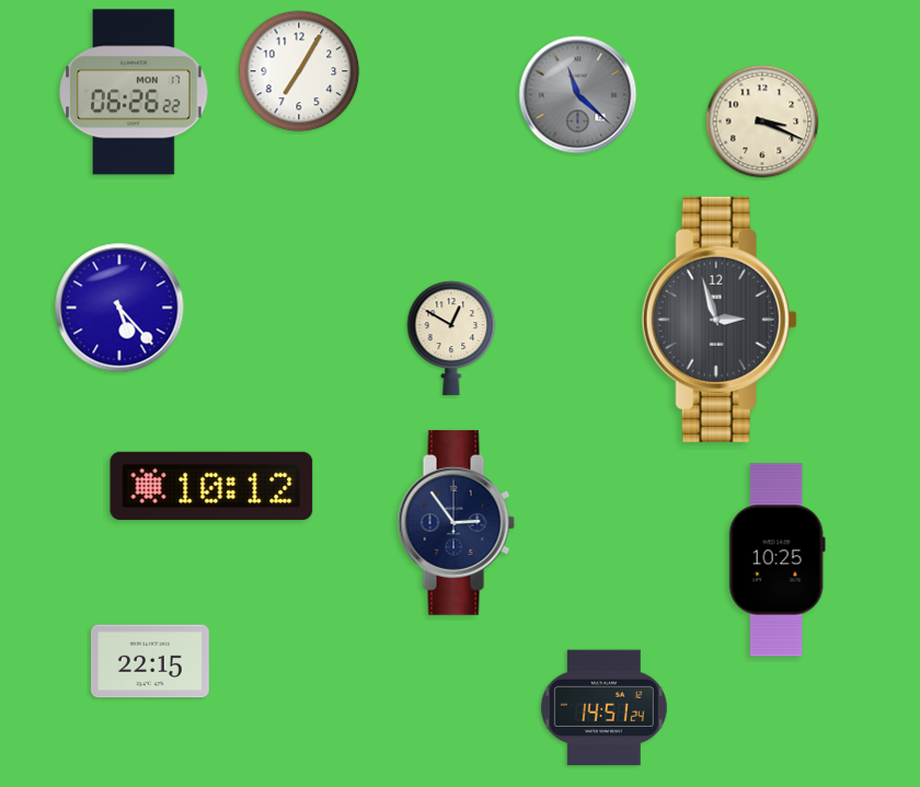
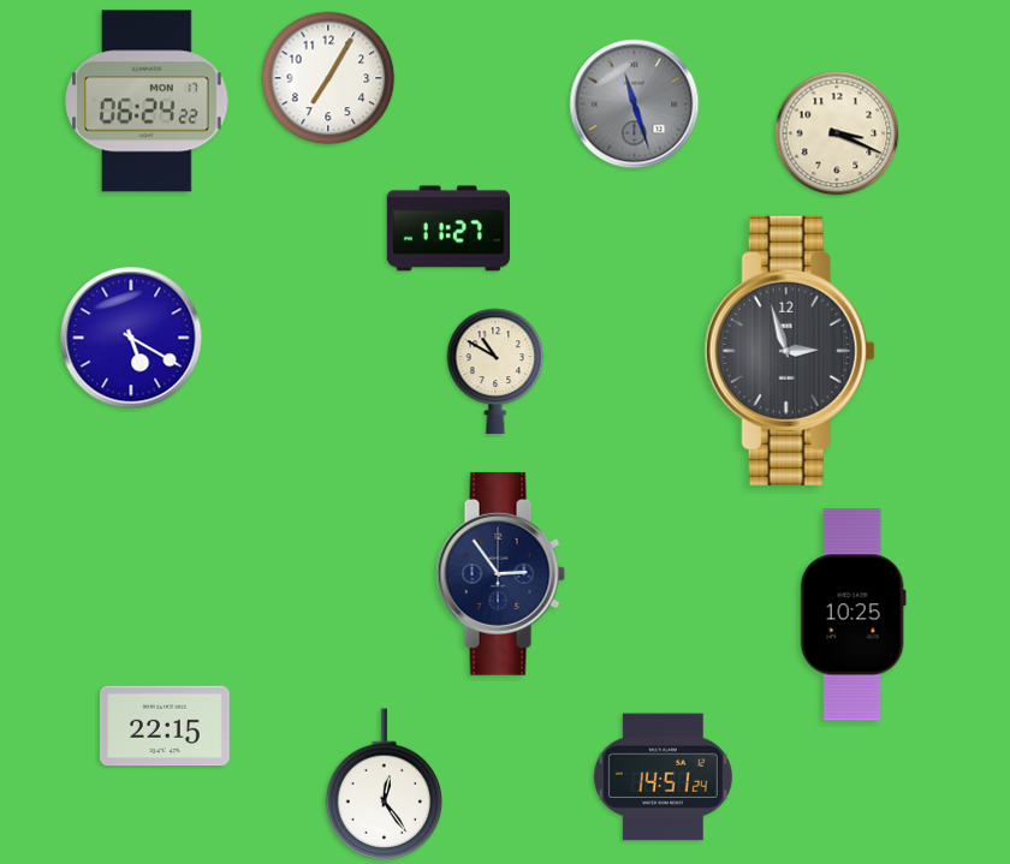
clock at (134, 92): 06:26 -> 06:24
clock at (578, 95): 11:22 -> 11:27
clock at (447, 228): none -> 11:27
clock at (119, 308): 5:23 -> 5:20
clock at (451, 338): 12:50 -> 10:50
clock at (211, 486): 10:12 -> none
clock at (385, 783): none -> 12:24
